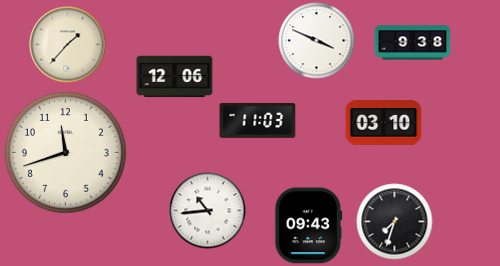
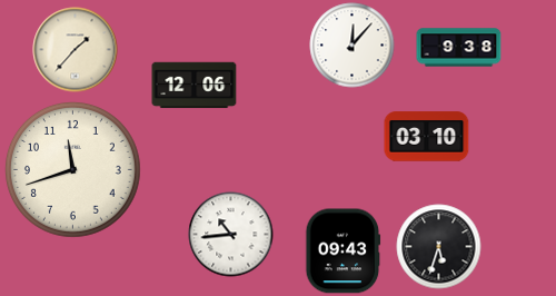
clock at (317, 41): 3:49 -> 12:07
clock at (258, 120): 11:03 -> none
clock at (395, 222): 7:33 -> 5:33
